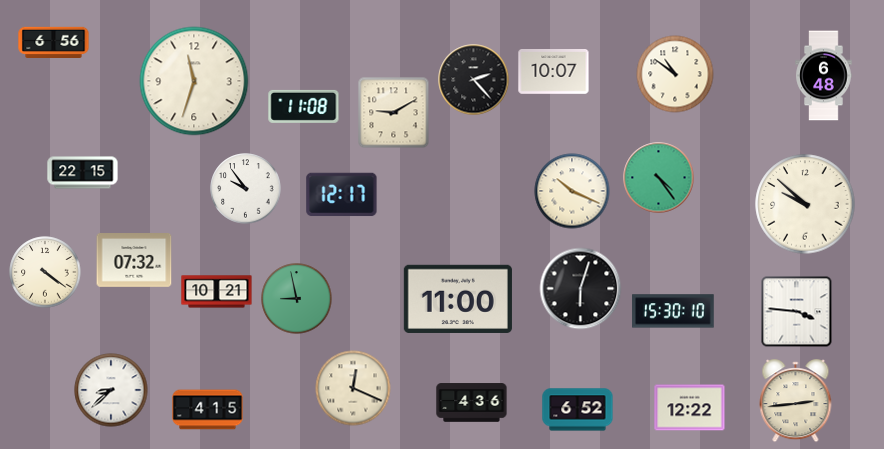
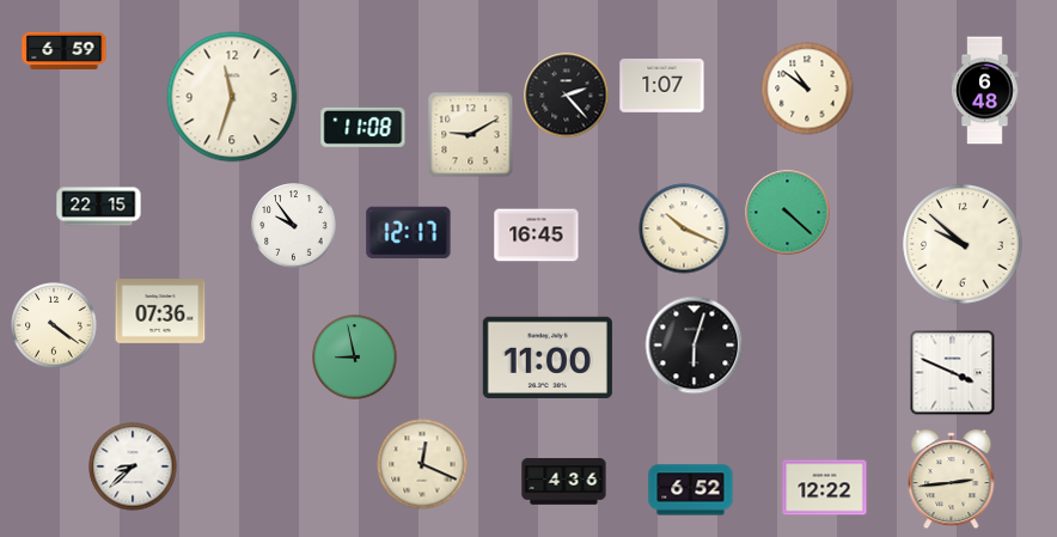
clock at (54, 43): 6:56 -> 6:59
clock at (554, 72): 10:07 -> 1:07
clock at (659, 178): 4:24 -> 4:22
clock at (537, 236): none -> 16:45
clock at (134, 261): 07:32 -> 07:36
clock at (217, 292): 10:21 -> none
clock at (673, 311): 15:30 -> none
clock at (797, 312): 3:46 -> 3:49
clock at (208, 410): 4:15 -> none
